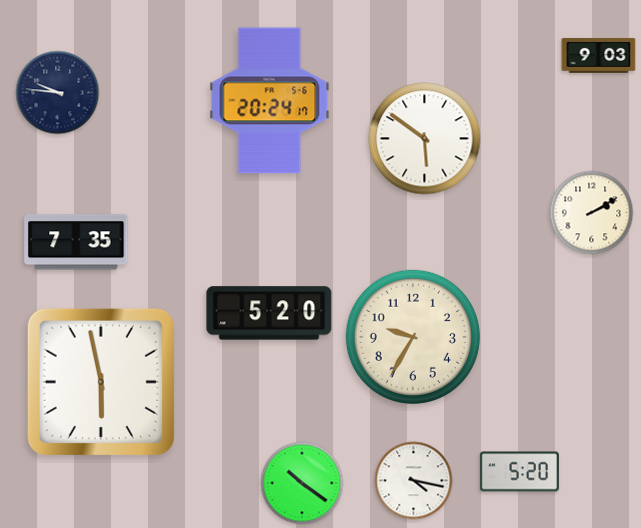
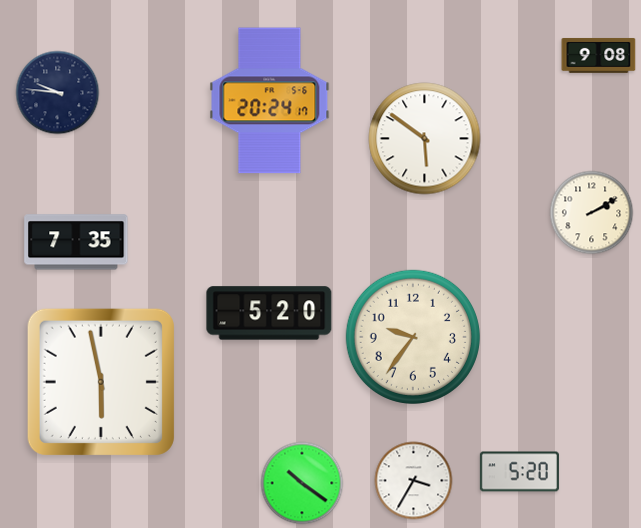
clock at (599, 56): 9:03 -> 9:08
clock at (413, 337): 9:35 -> 9:36
clock at (414, 481): 4:17 -> 3:35
